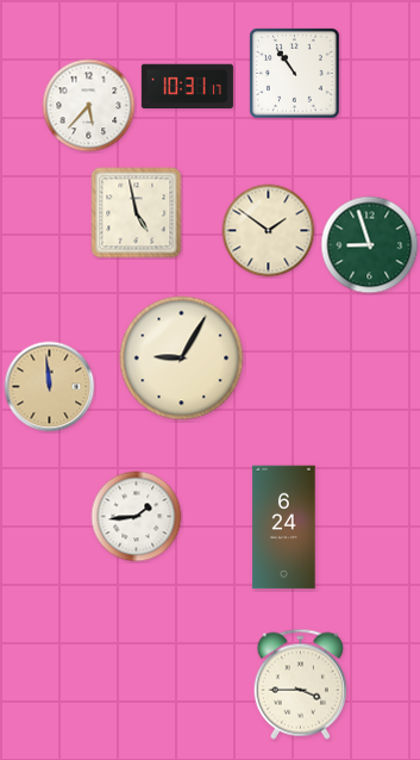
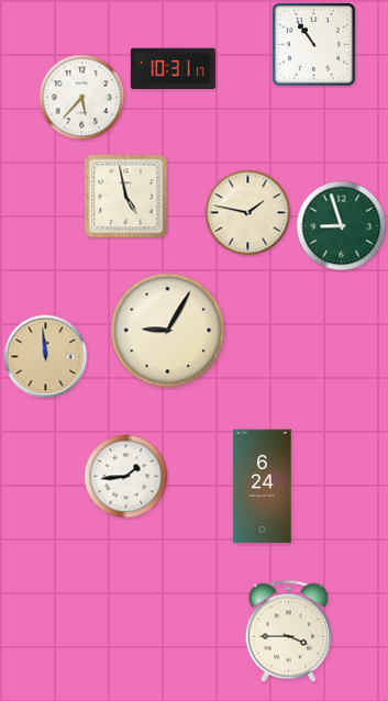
clock at (295, 74) position: (295, 74) -> (314, 45)
clock at (187, 87) position: (187, 87) -> (173, 69)
clock at (269, 231): 1:51 -> 1:47
clock at (300, 684) position: (300, 684) -> (288, 631)
